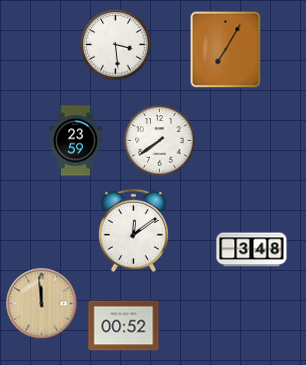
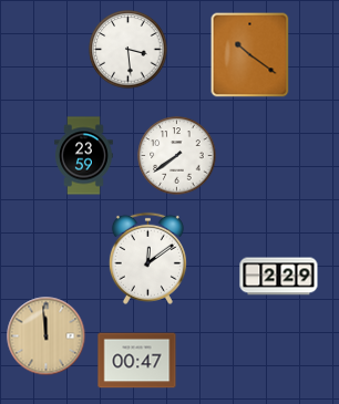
clock at (226, 50): 7:05 -> 10:21
clock at (133, 230) position: (133, 230) -> (147, 258)
clock at (252, 250): 3:48 -> 2:29
clock at (124, 326): 00:52 -> 00:47
